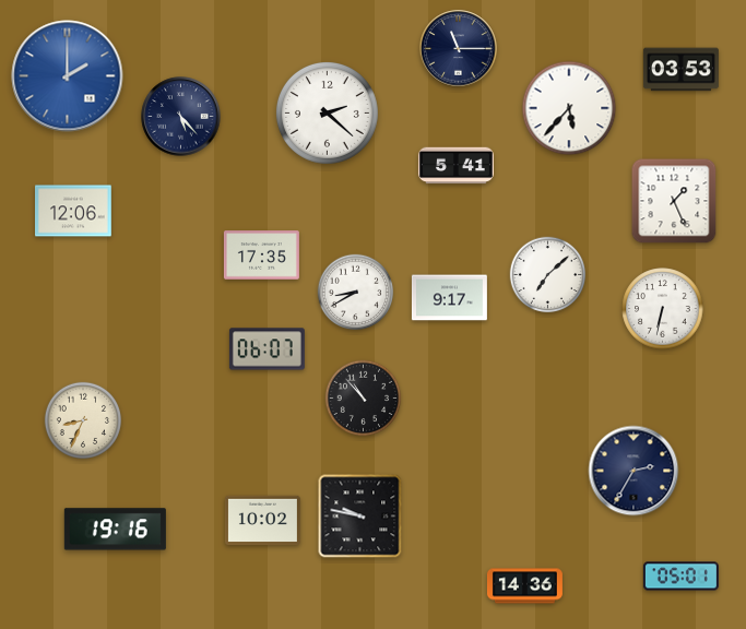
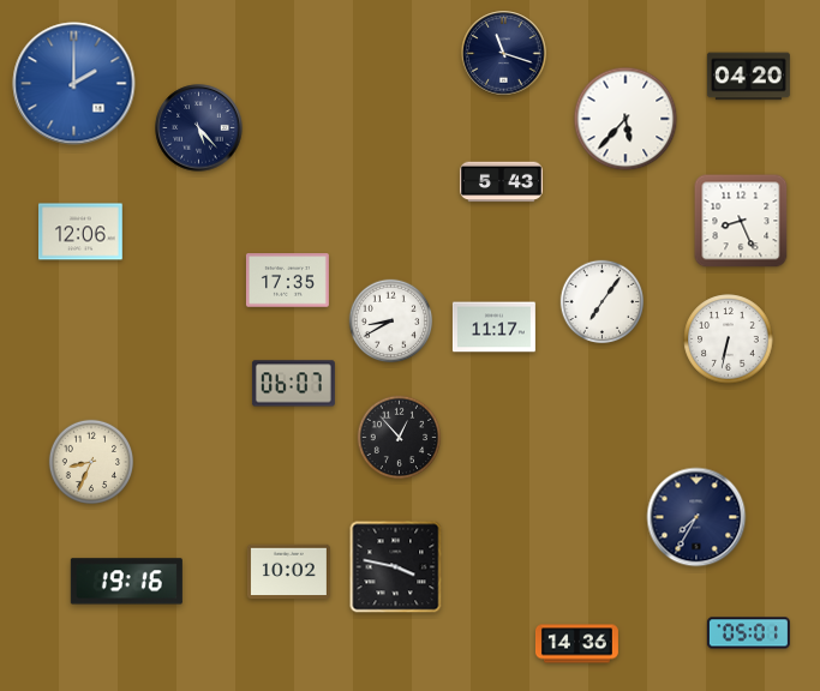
clock at (459, 49): 11:15 -> 11:18
clock at (680, 70): 03:53 -> 04:20
clock at (327, 112): 2:22 -> none
clock at (455, 166): 5:41 -> 5:43
clock at (674, 201): 1:26 -> 8:26
clock at (548, 275): 7:08 -> 7:06
clock at (449, 298): 9:17 -> 11:17
clock at (364, 399): 10:53 -> 12:53
clock at (633, 471): 2:35 -> 7:35
clock at (360, 517): 9:47 -> 3:47
